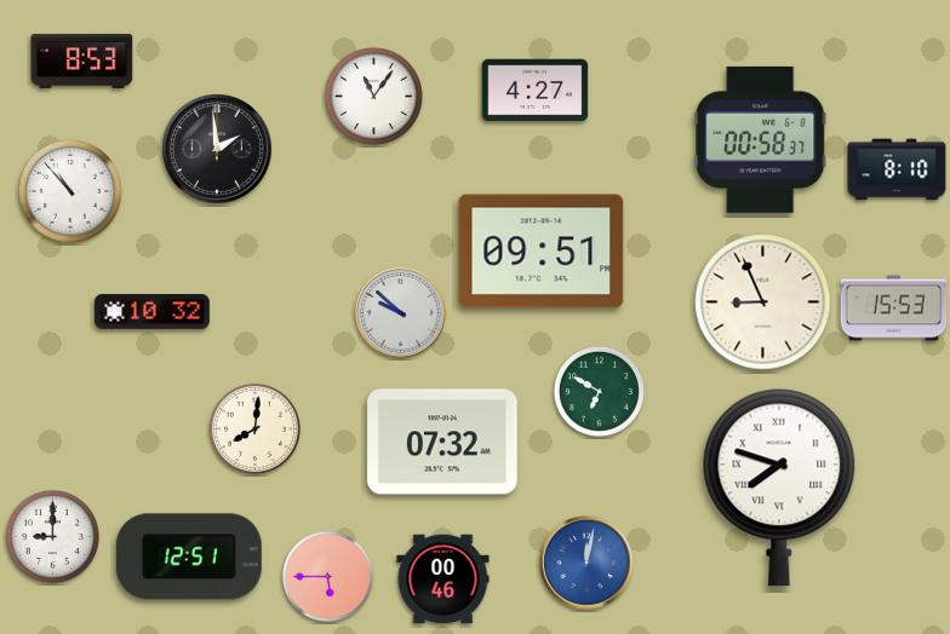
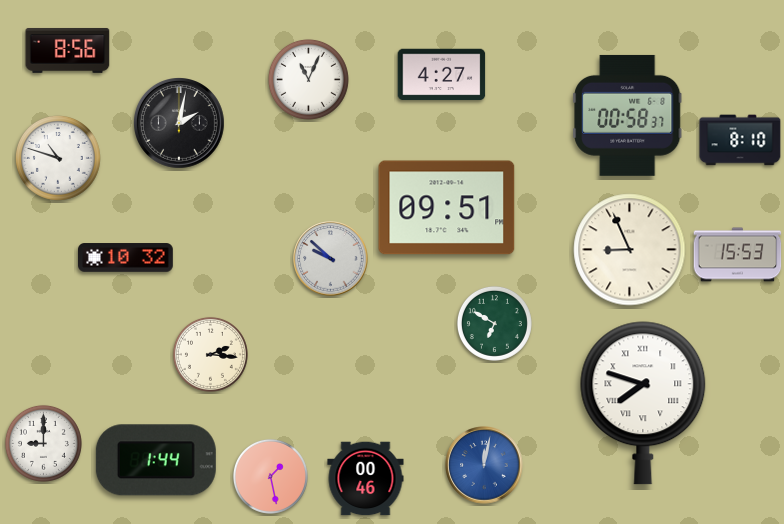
clock at (82, 60): 8:53 -> 8:56
clock at (373, 96): 11:06 -> 11:04
clock at (218, 150): 1:59 -> 2:02
clock at (70, 191): 10:53 -> 10:48
clock at (254, 428): 8:01 -> 2:16
clock at (442, 442): 07:32 -> none
clock at (189, 557): 12:51 -> 1:44
clock at (327, 576): 5:45 -> 1:28
